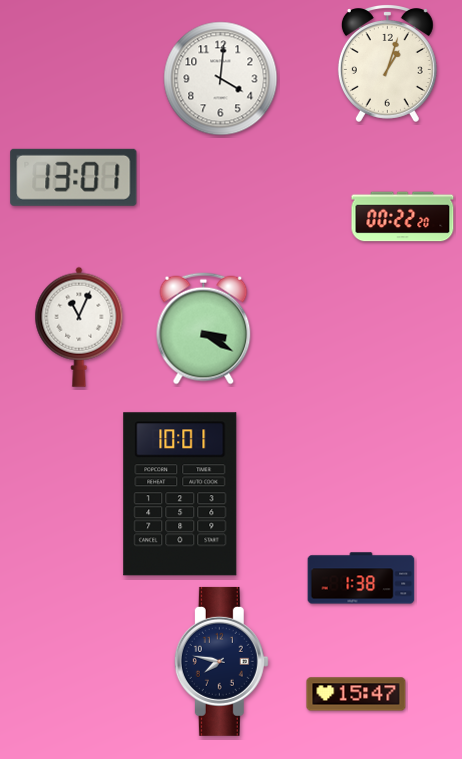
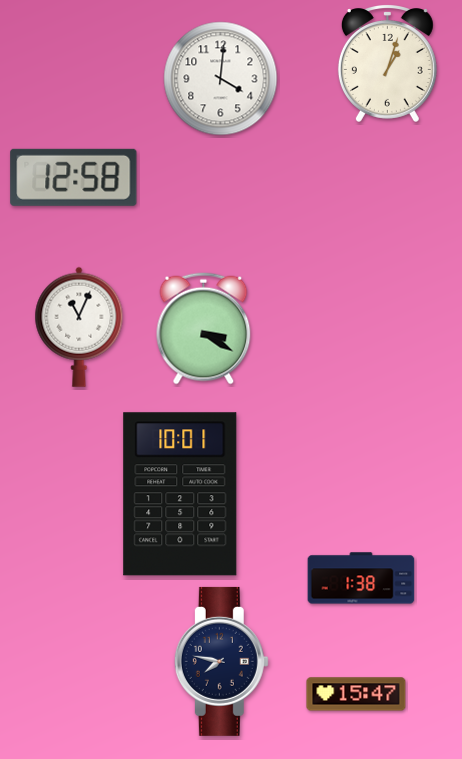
clock at (74, 177): 13:01 -> 12:58
clock at (403, 217): 00:22 -> none
